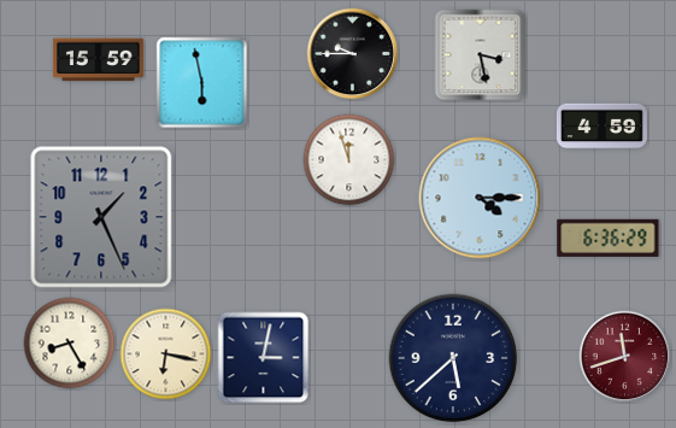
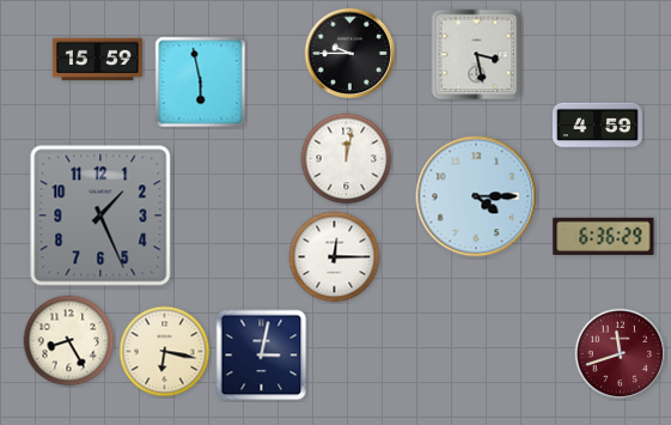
clock at (349, 160): 11:57 -> 12:02
clock at (335, 257): none -> 12:15
clock at (453, 358): 5:38 -> none
